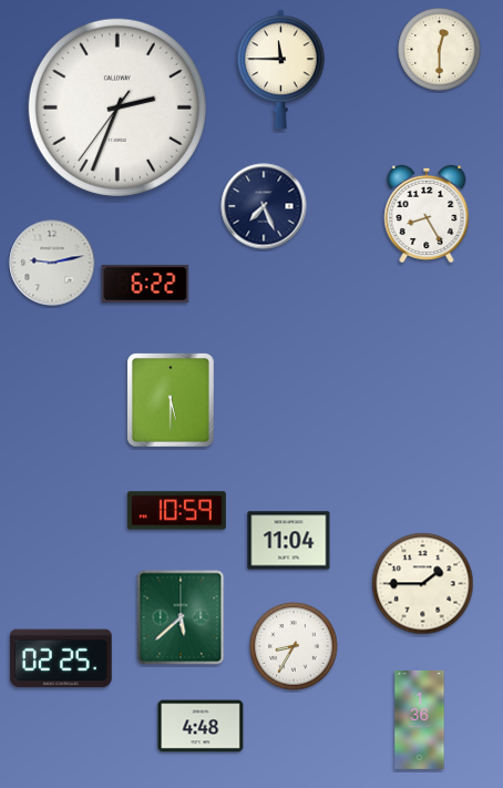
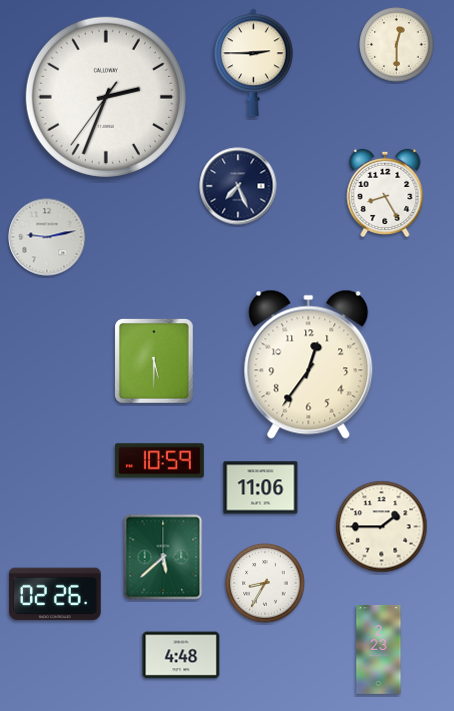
clock at (281, 70): 11:45 -> 2:45
clock at (145, 284): 6:22 -> none
clock at (309, 364): none -> 12:36
clock at (289, 541): 11:04 -> 11:06
clock at (61, 658): 02:25 -> 02:26
clock at (420, 719): 1:36 -> 2:23
